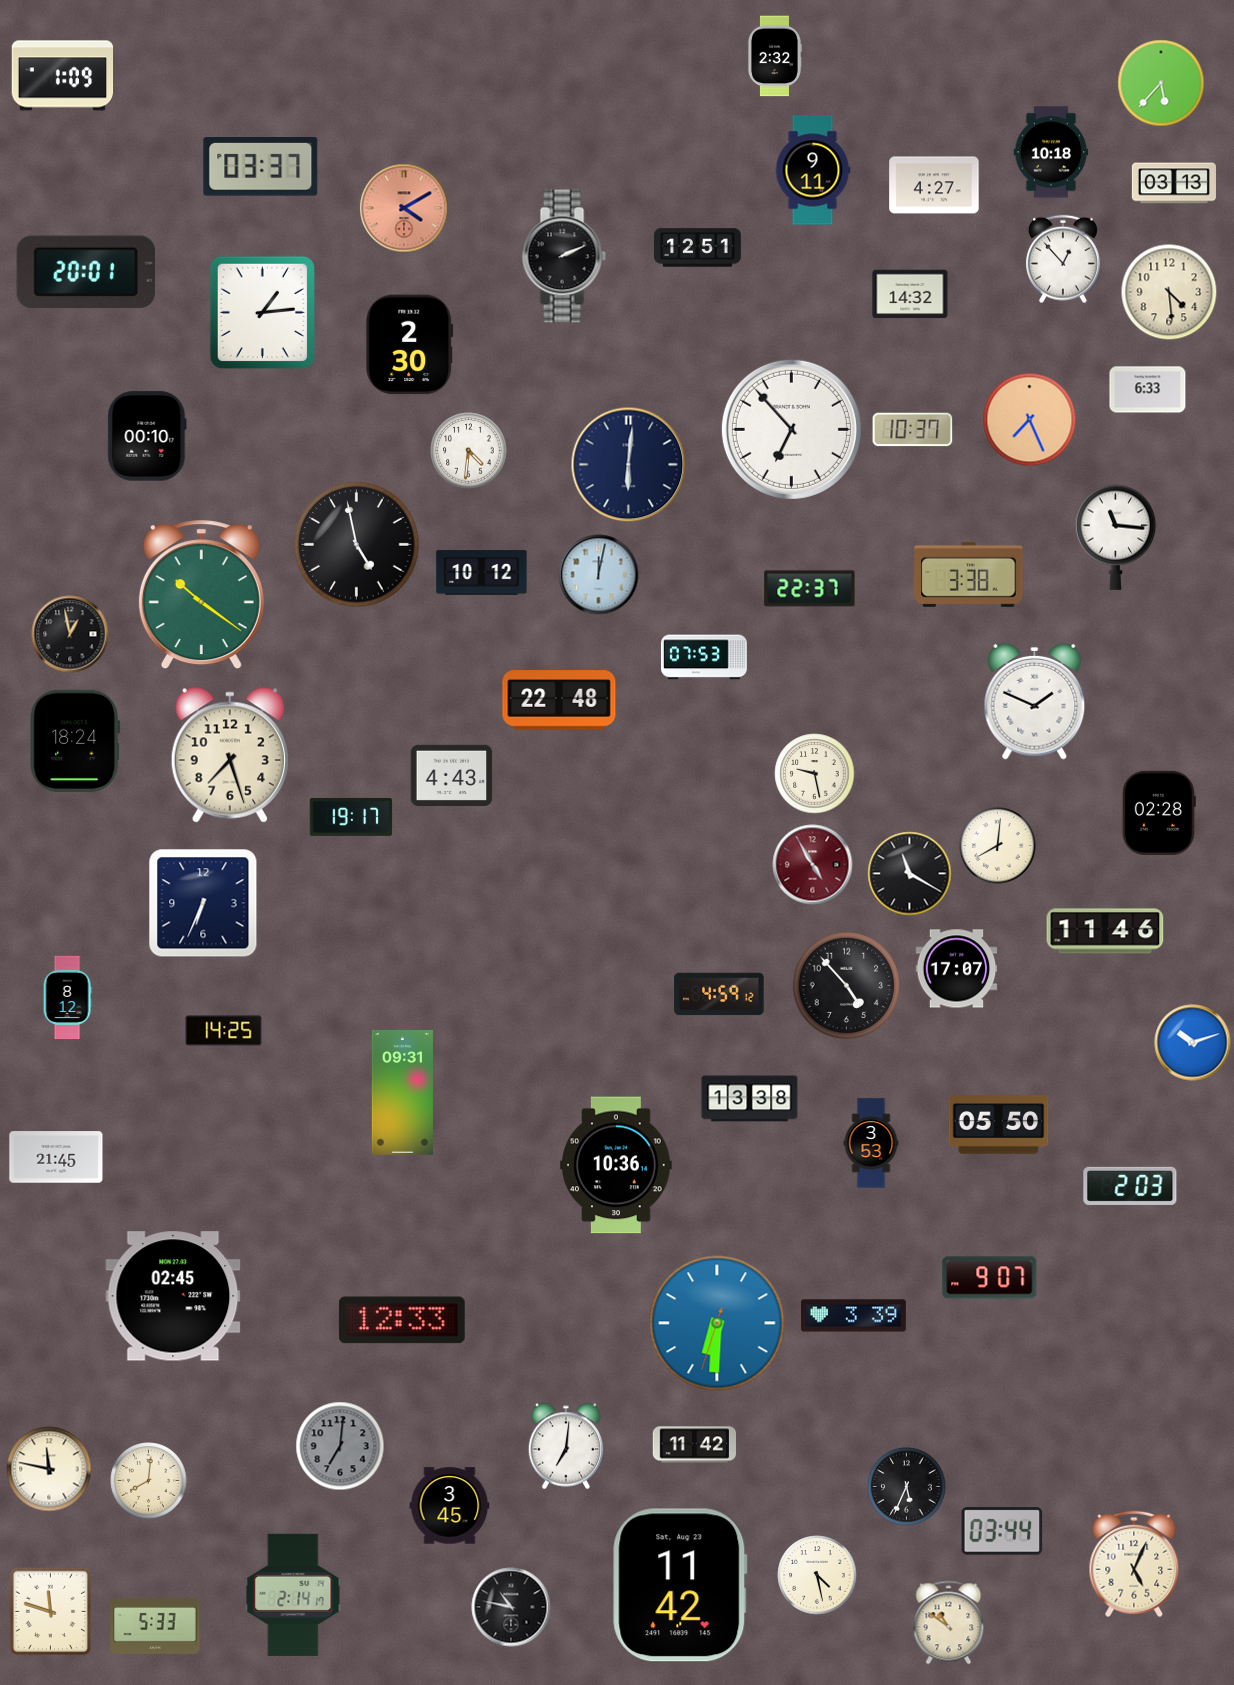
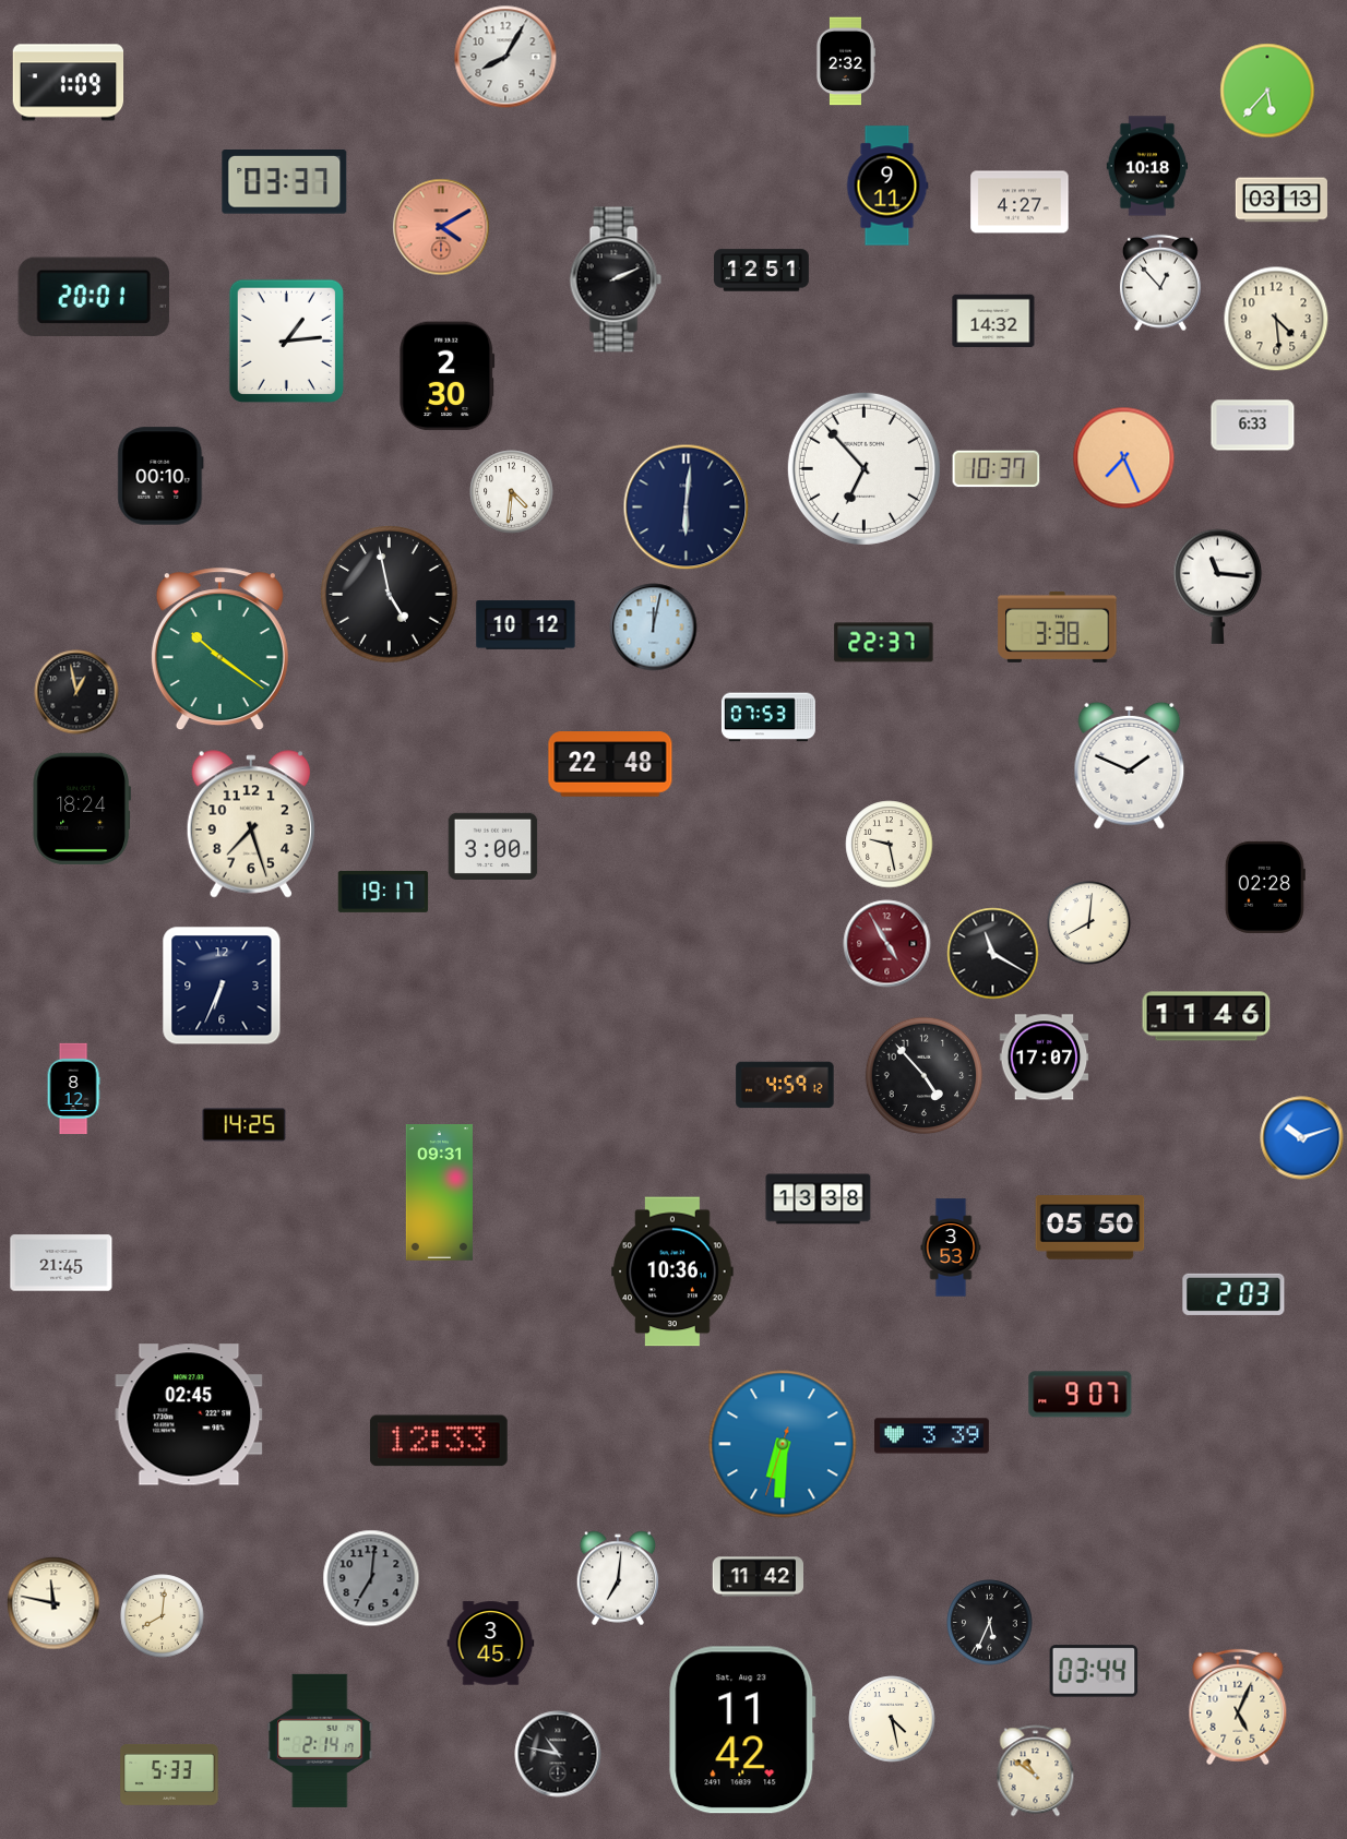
clock at (505, 57): none -> 8:05
clock at (452, 775): 4:43 -> 3:00
clock at (51, 1612): 11:48 -> none
